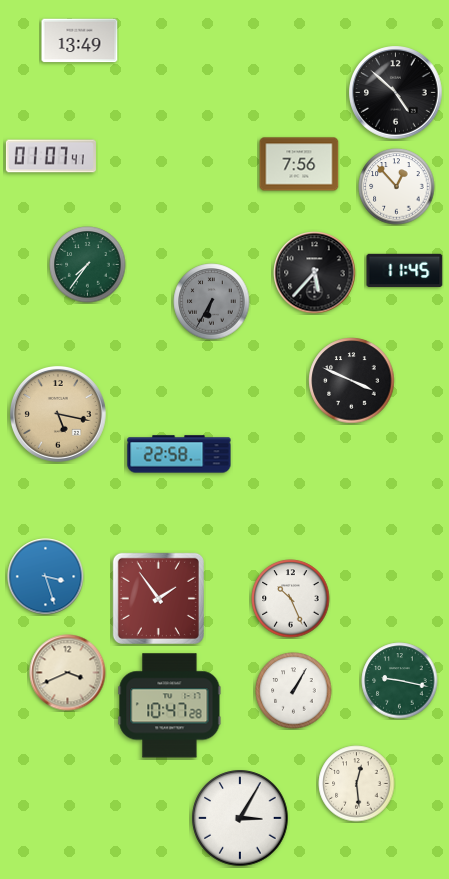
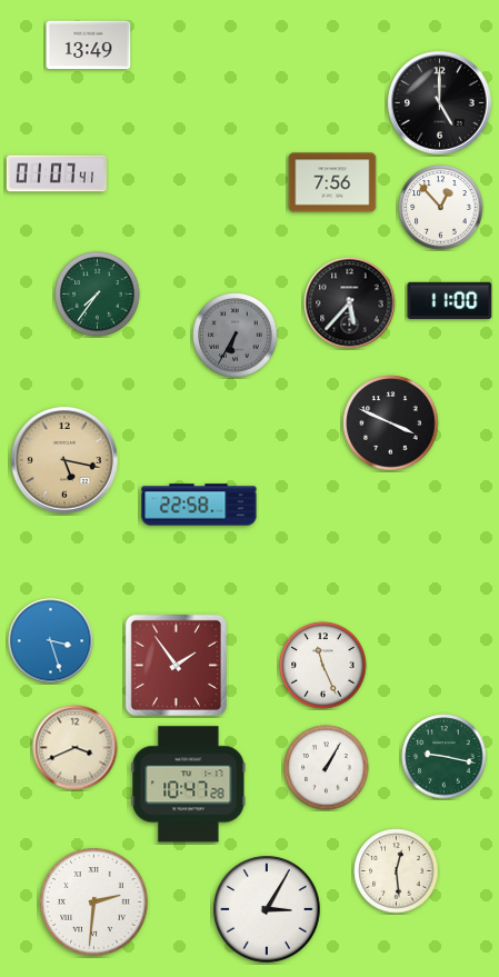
clock at (396, 93): 4:52 -> 5:00
clock at (405, 271): 11:45 -> 11:00
clock at (291, 599): 10:26 -> 11:26
clock at (94, 903): none -> 2:31
